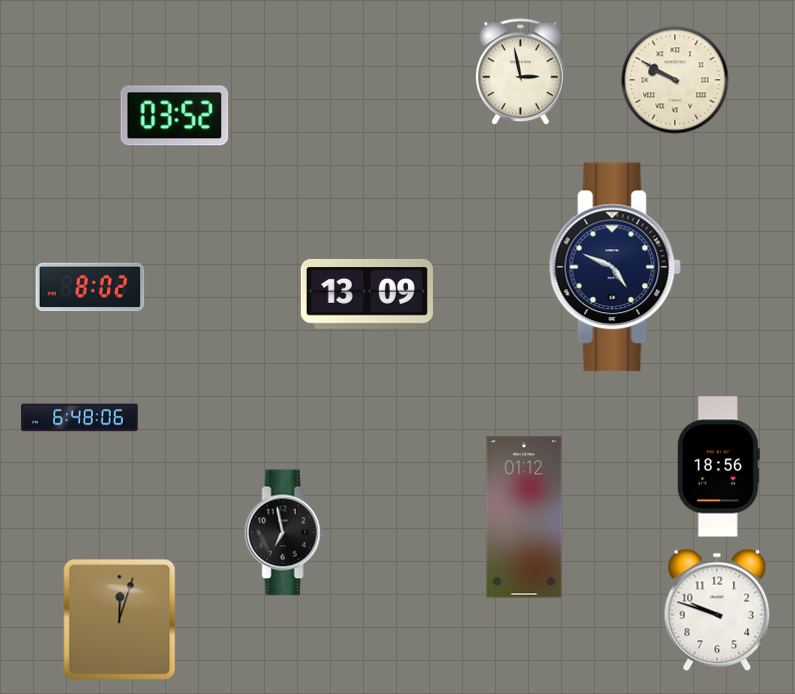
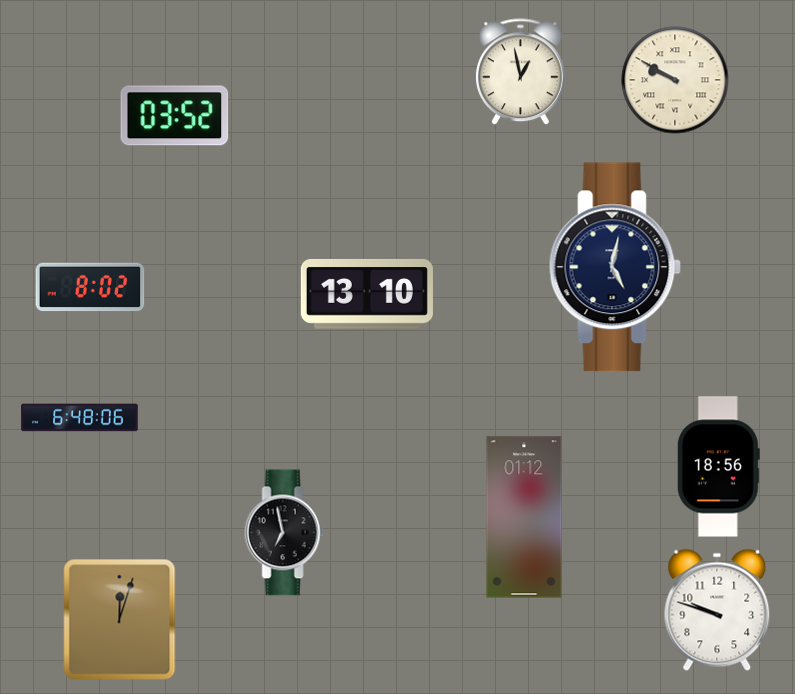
clock at (521, 72): 2:58 -> 12:58
clock at (615, 267): 4:49 -> 5:02
clock at (367, 294): 13:09 -> 13:10
